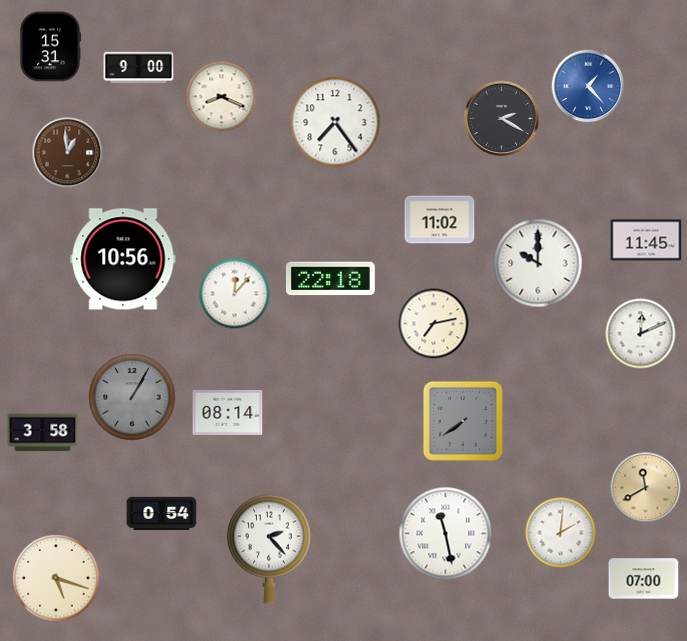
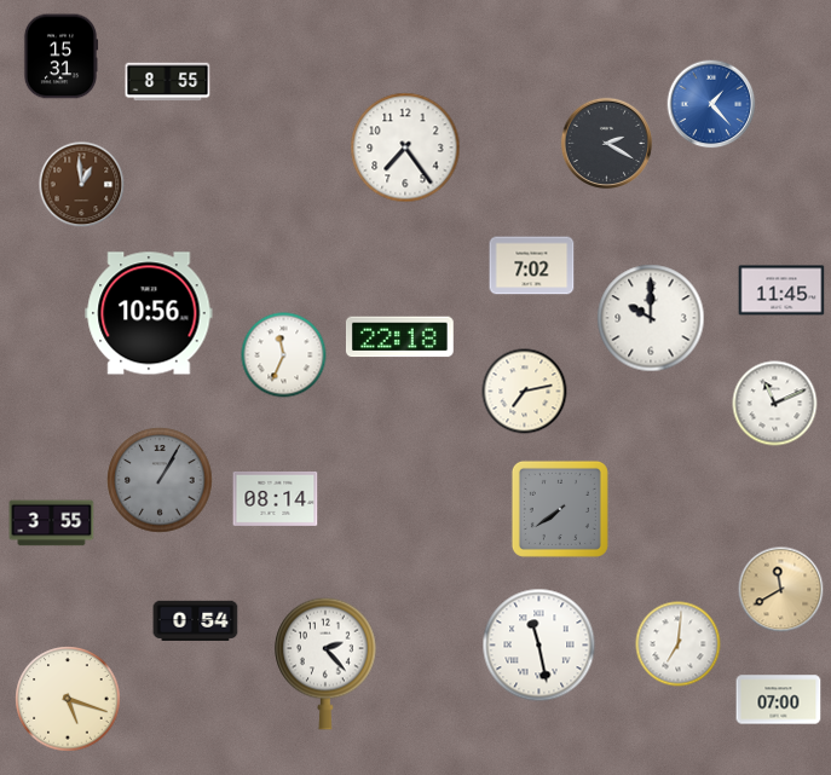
clock at (139, 68): 9:00 -> 8:55
clock at (222, 97): 8:19 -> none
clock at (440, 220): 11:02 -> 7:02
clock at (235, 294): 12:07 -> 11:34
clock at (641, 334): 12:11 -> 11:11
clock at (43, 433): 3:58 -> 3:55
clock at (561, 533): 2:01 -> 7:01
